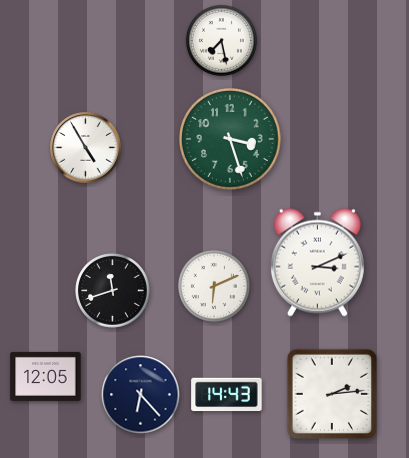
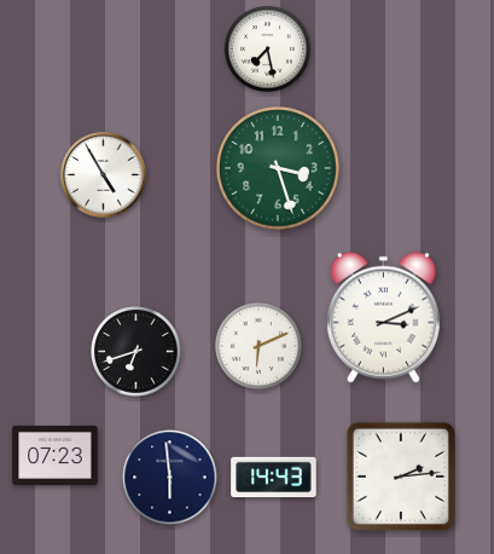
clock at (86, 148) position: (86, 148) -> (104, 175)
clock at (113, 291): 11:42 -> 6:42
clock at (46, 376): 12:05 -> 07:23
clock at (141, 395): 6:23 -> 5:59
